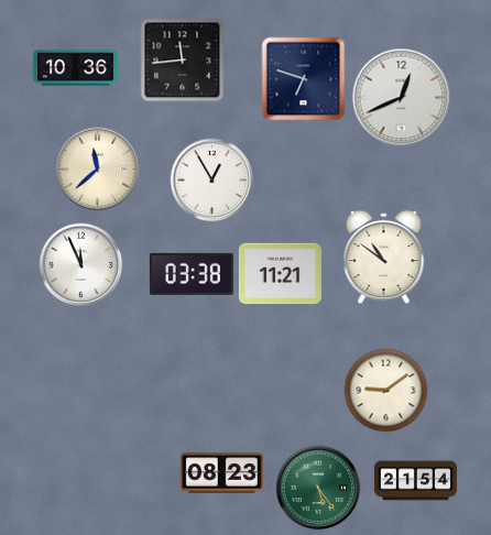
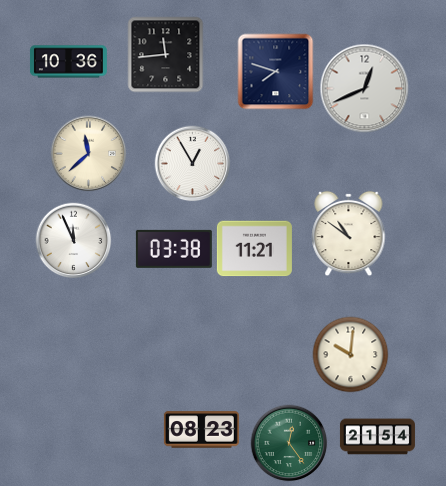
clock at (304, 79): 6:48 -> 7:48
clock at (386, 391): 9:09 -> 10:01
clock at (318, 488): 5:24 -> 12:24
